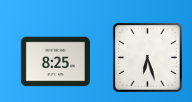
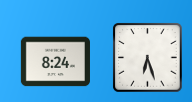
clock at (55, 62): 8:25 -> 8:24
